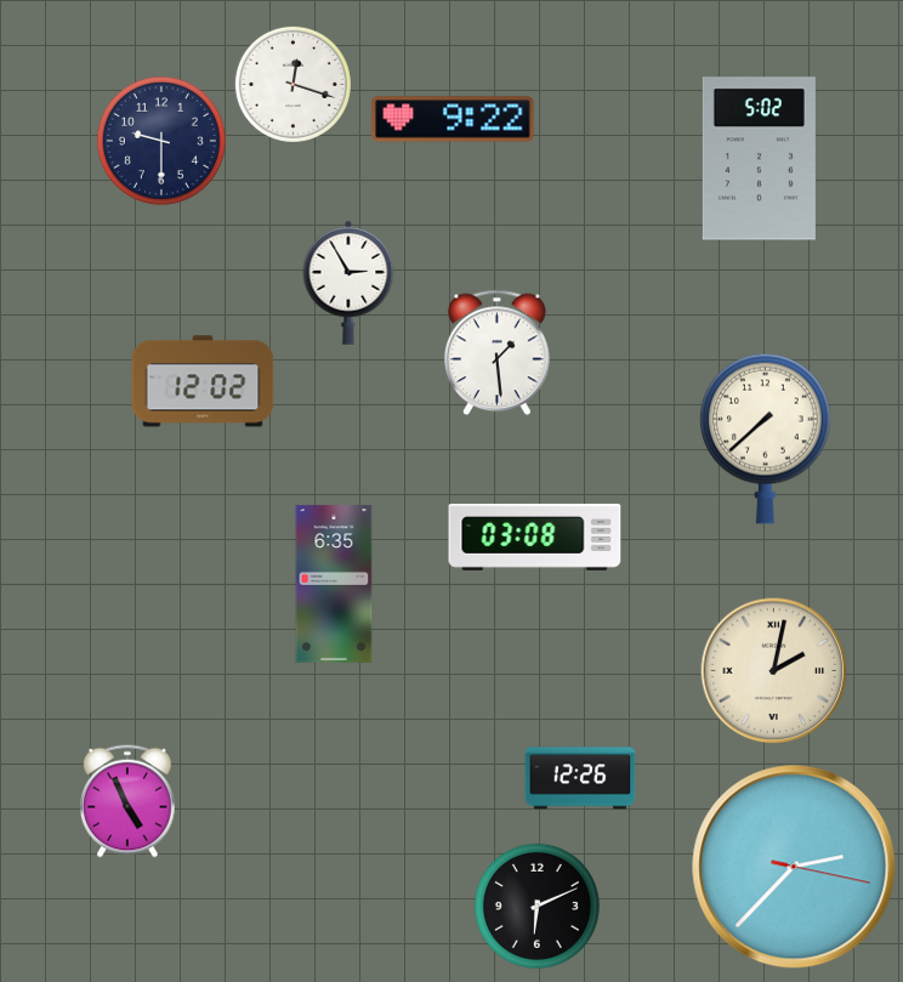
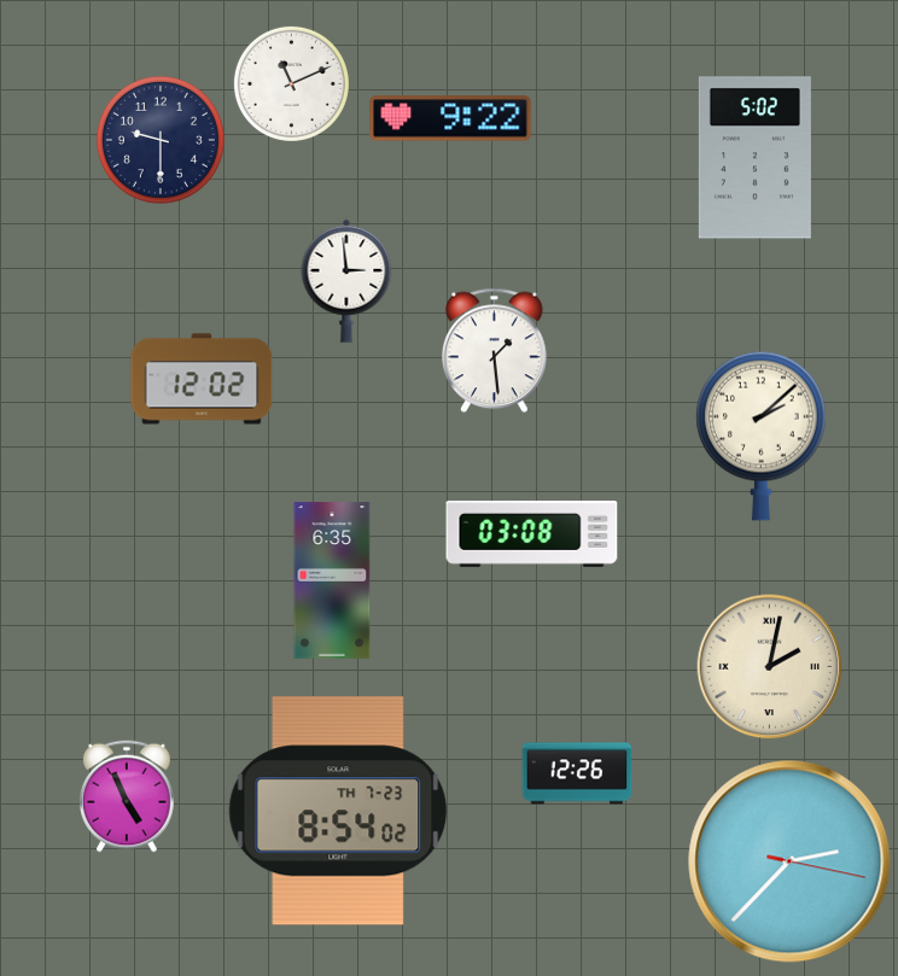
clock at (293, 84): 12:18 -> 11:11
clock at (348, 283): 2:55 -> 2:59
clock at (766, 438): 7:38 -> 2:08
clock at (338, 811): none -> 8:54
clock at (536, 906): 6:11 -> none
